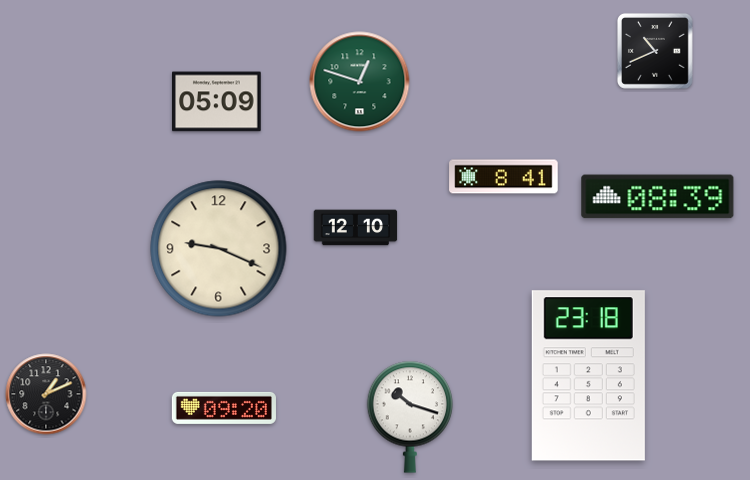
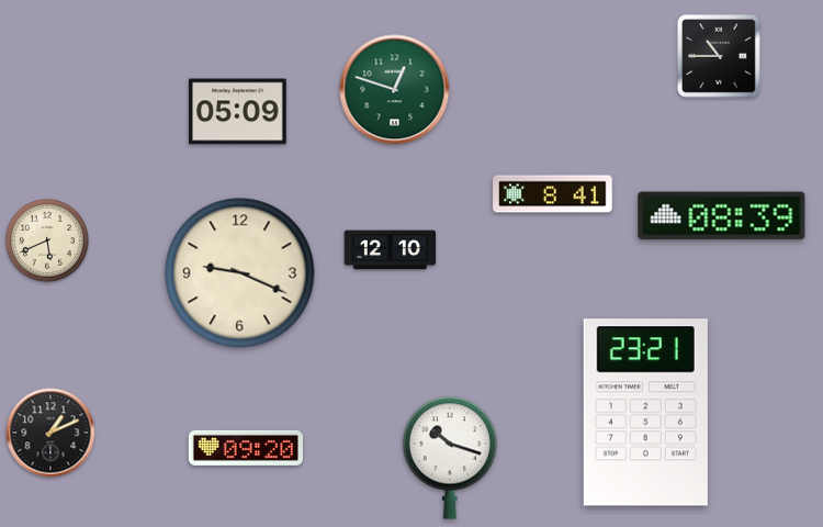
clock at (655, 51): 10:41 -> 10:45
clock at (48, 242): none -> 5:41
clock at (588, 376): 23:18 -> 23:21
